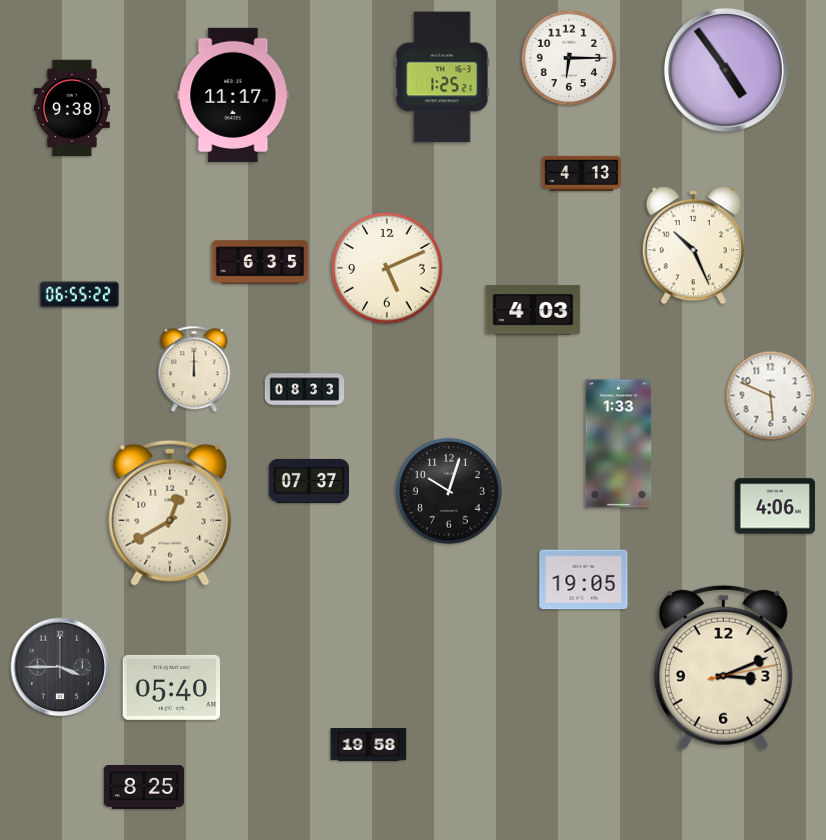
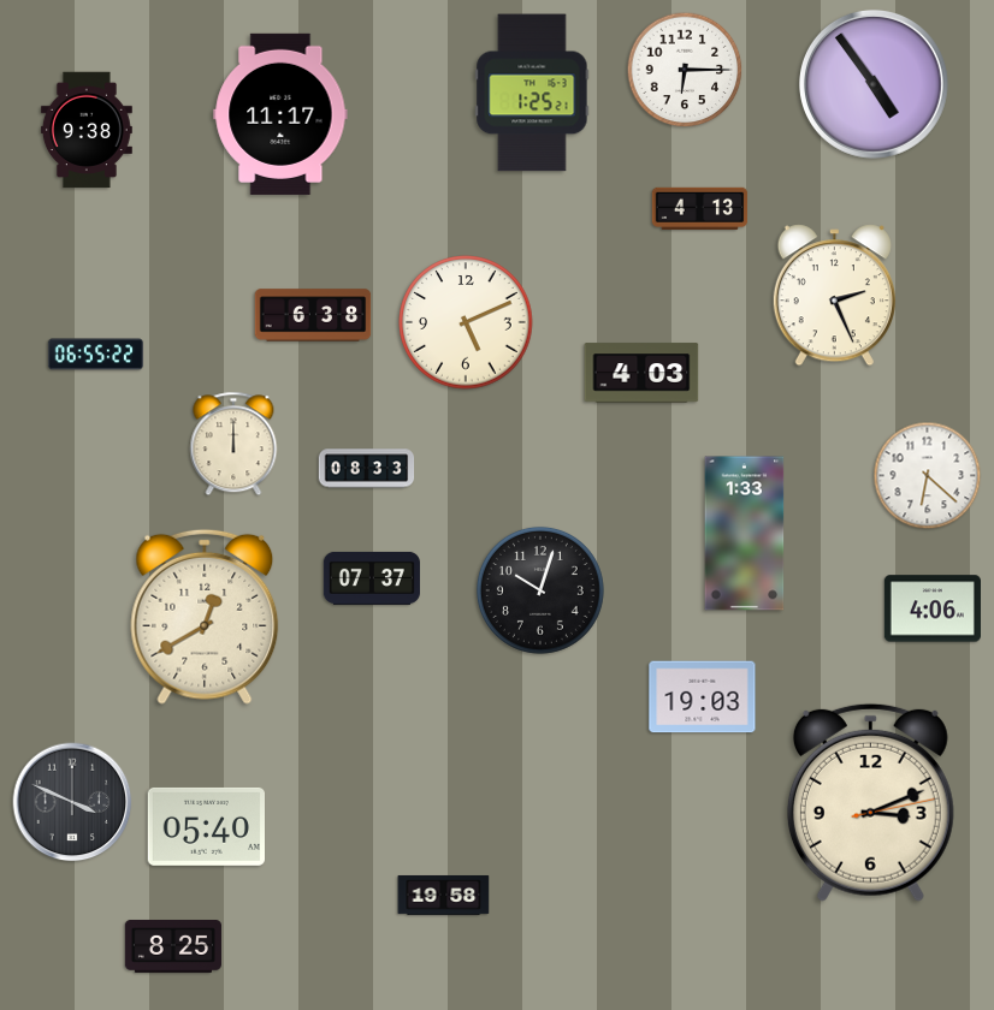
clock at (693, 246): 10:26 -> 2:26
clock at (260, 262): 6:35 -> 6:38
clock at (771, 396): 5:49 -> 6:22
clock at (584, 580): 19:05 -> 19:03
clock at (60, 667): 3:45 -> 3:49
